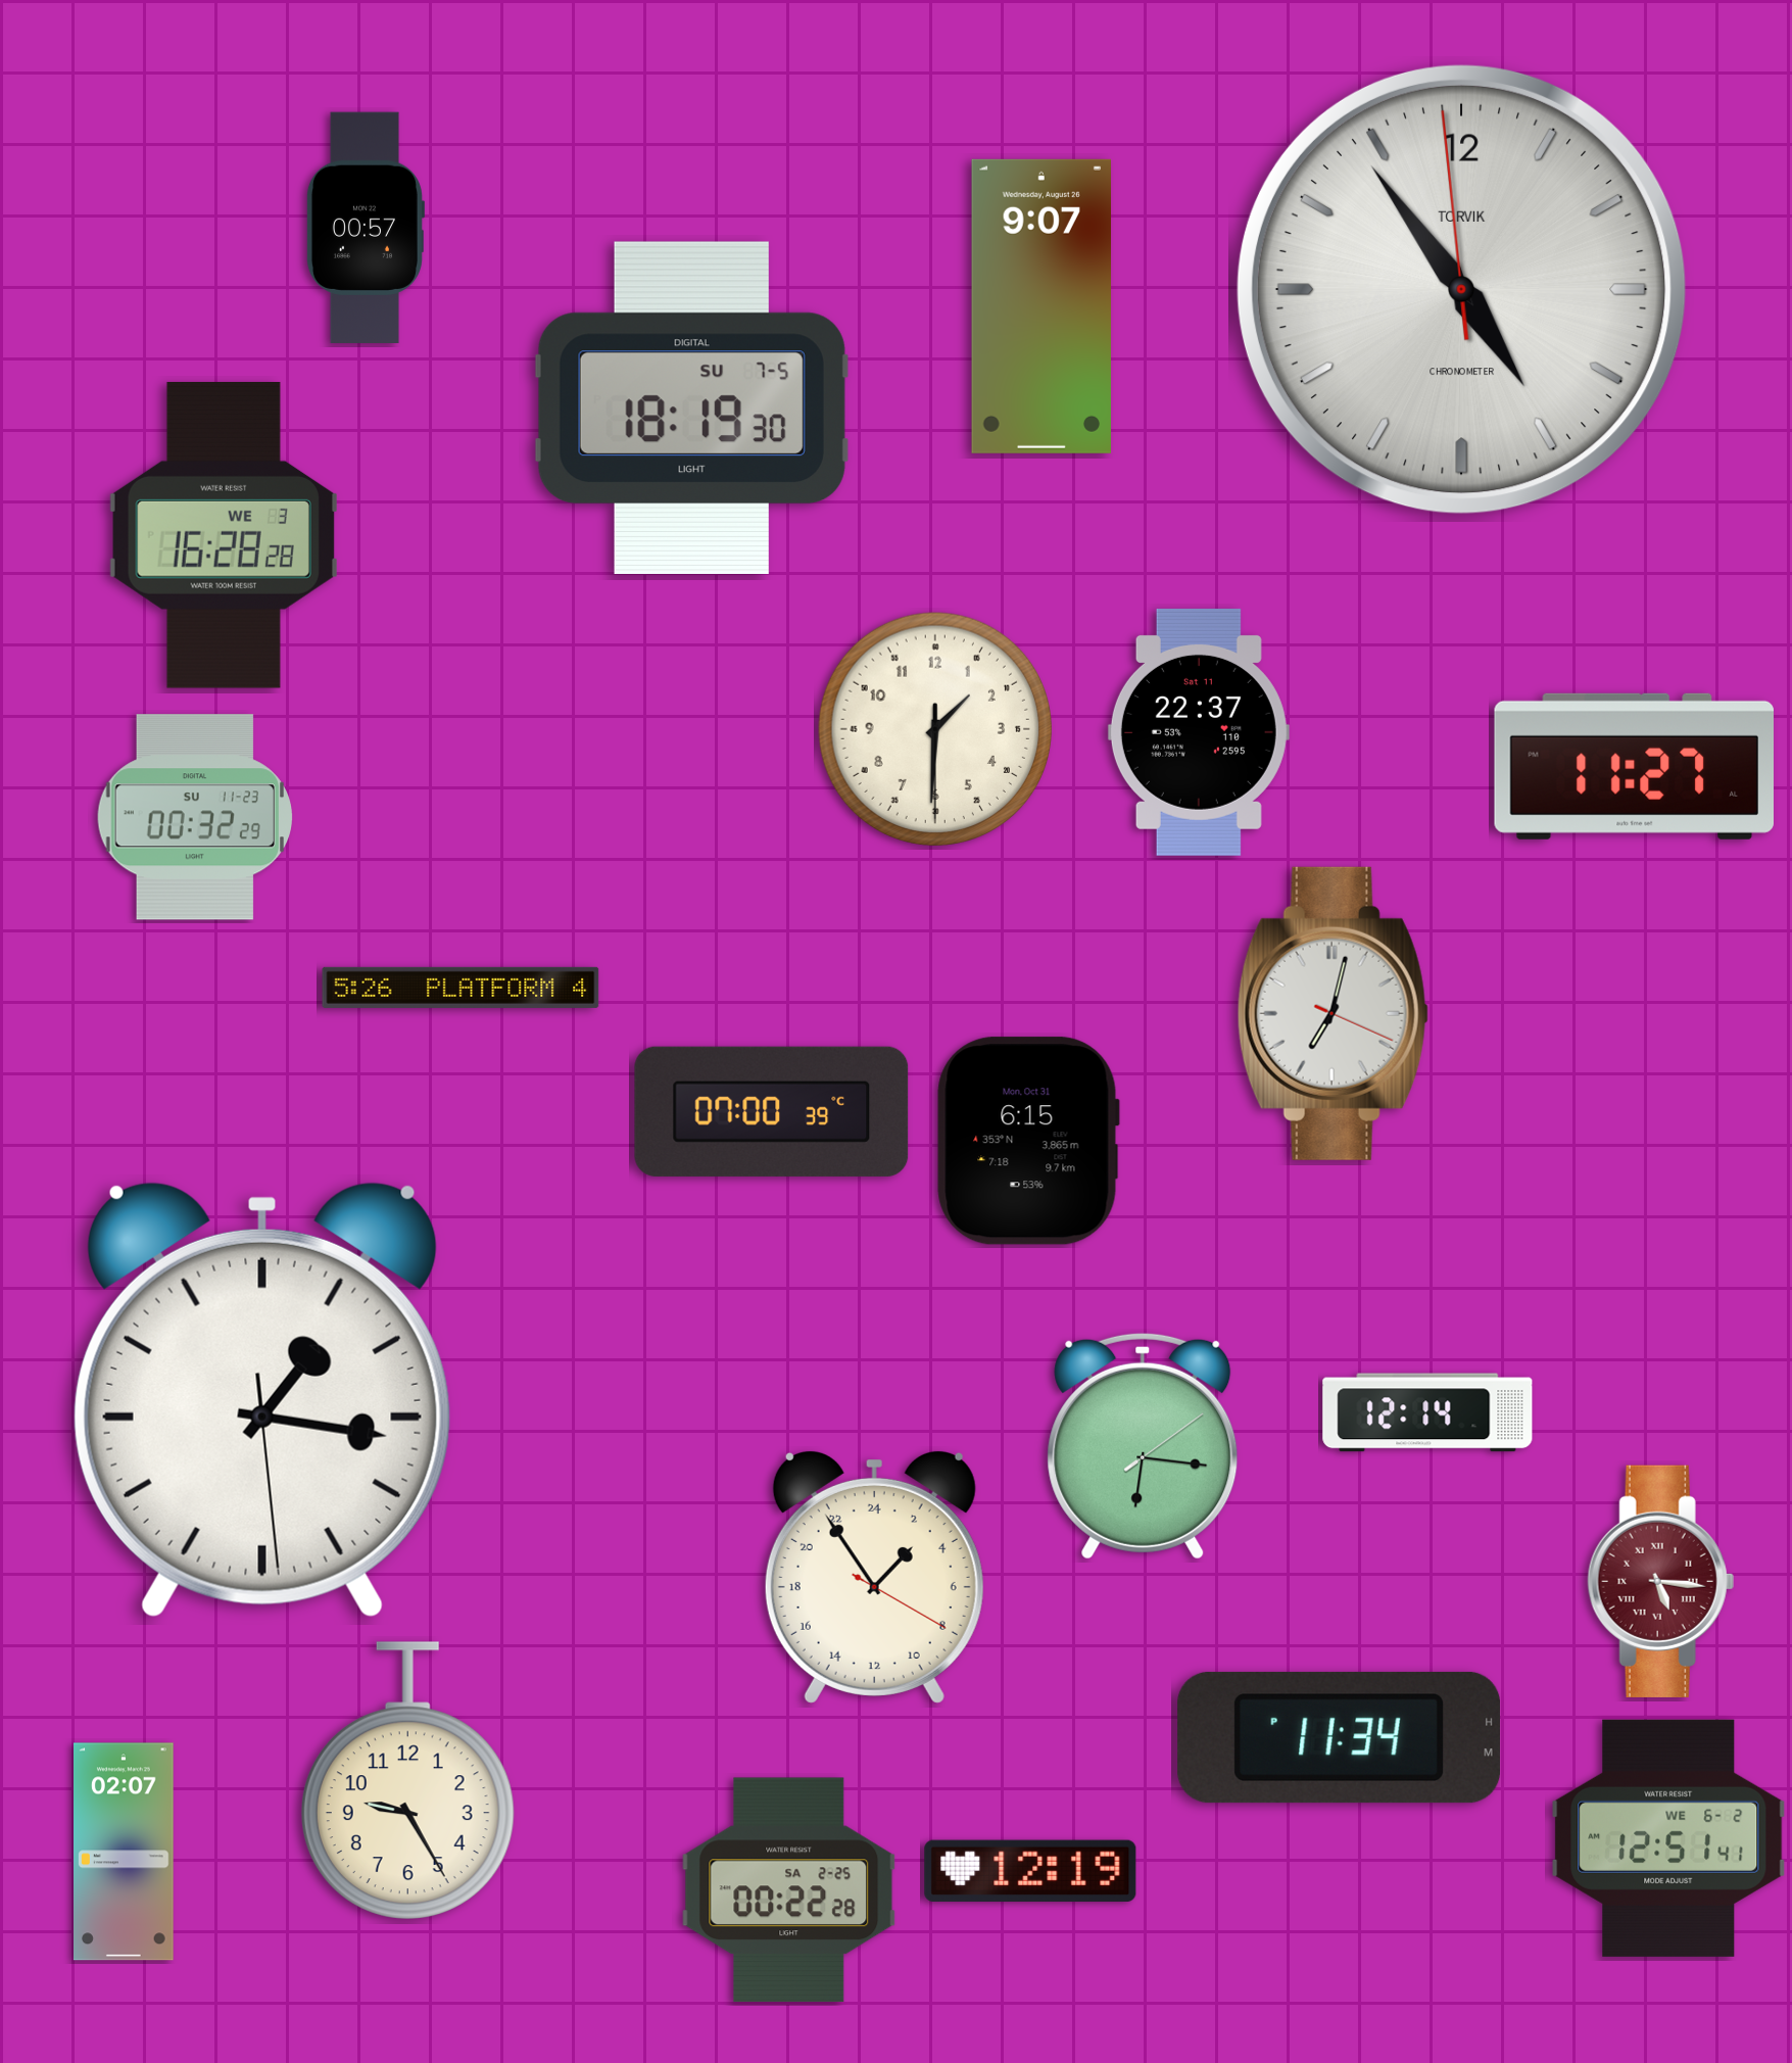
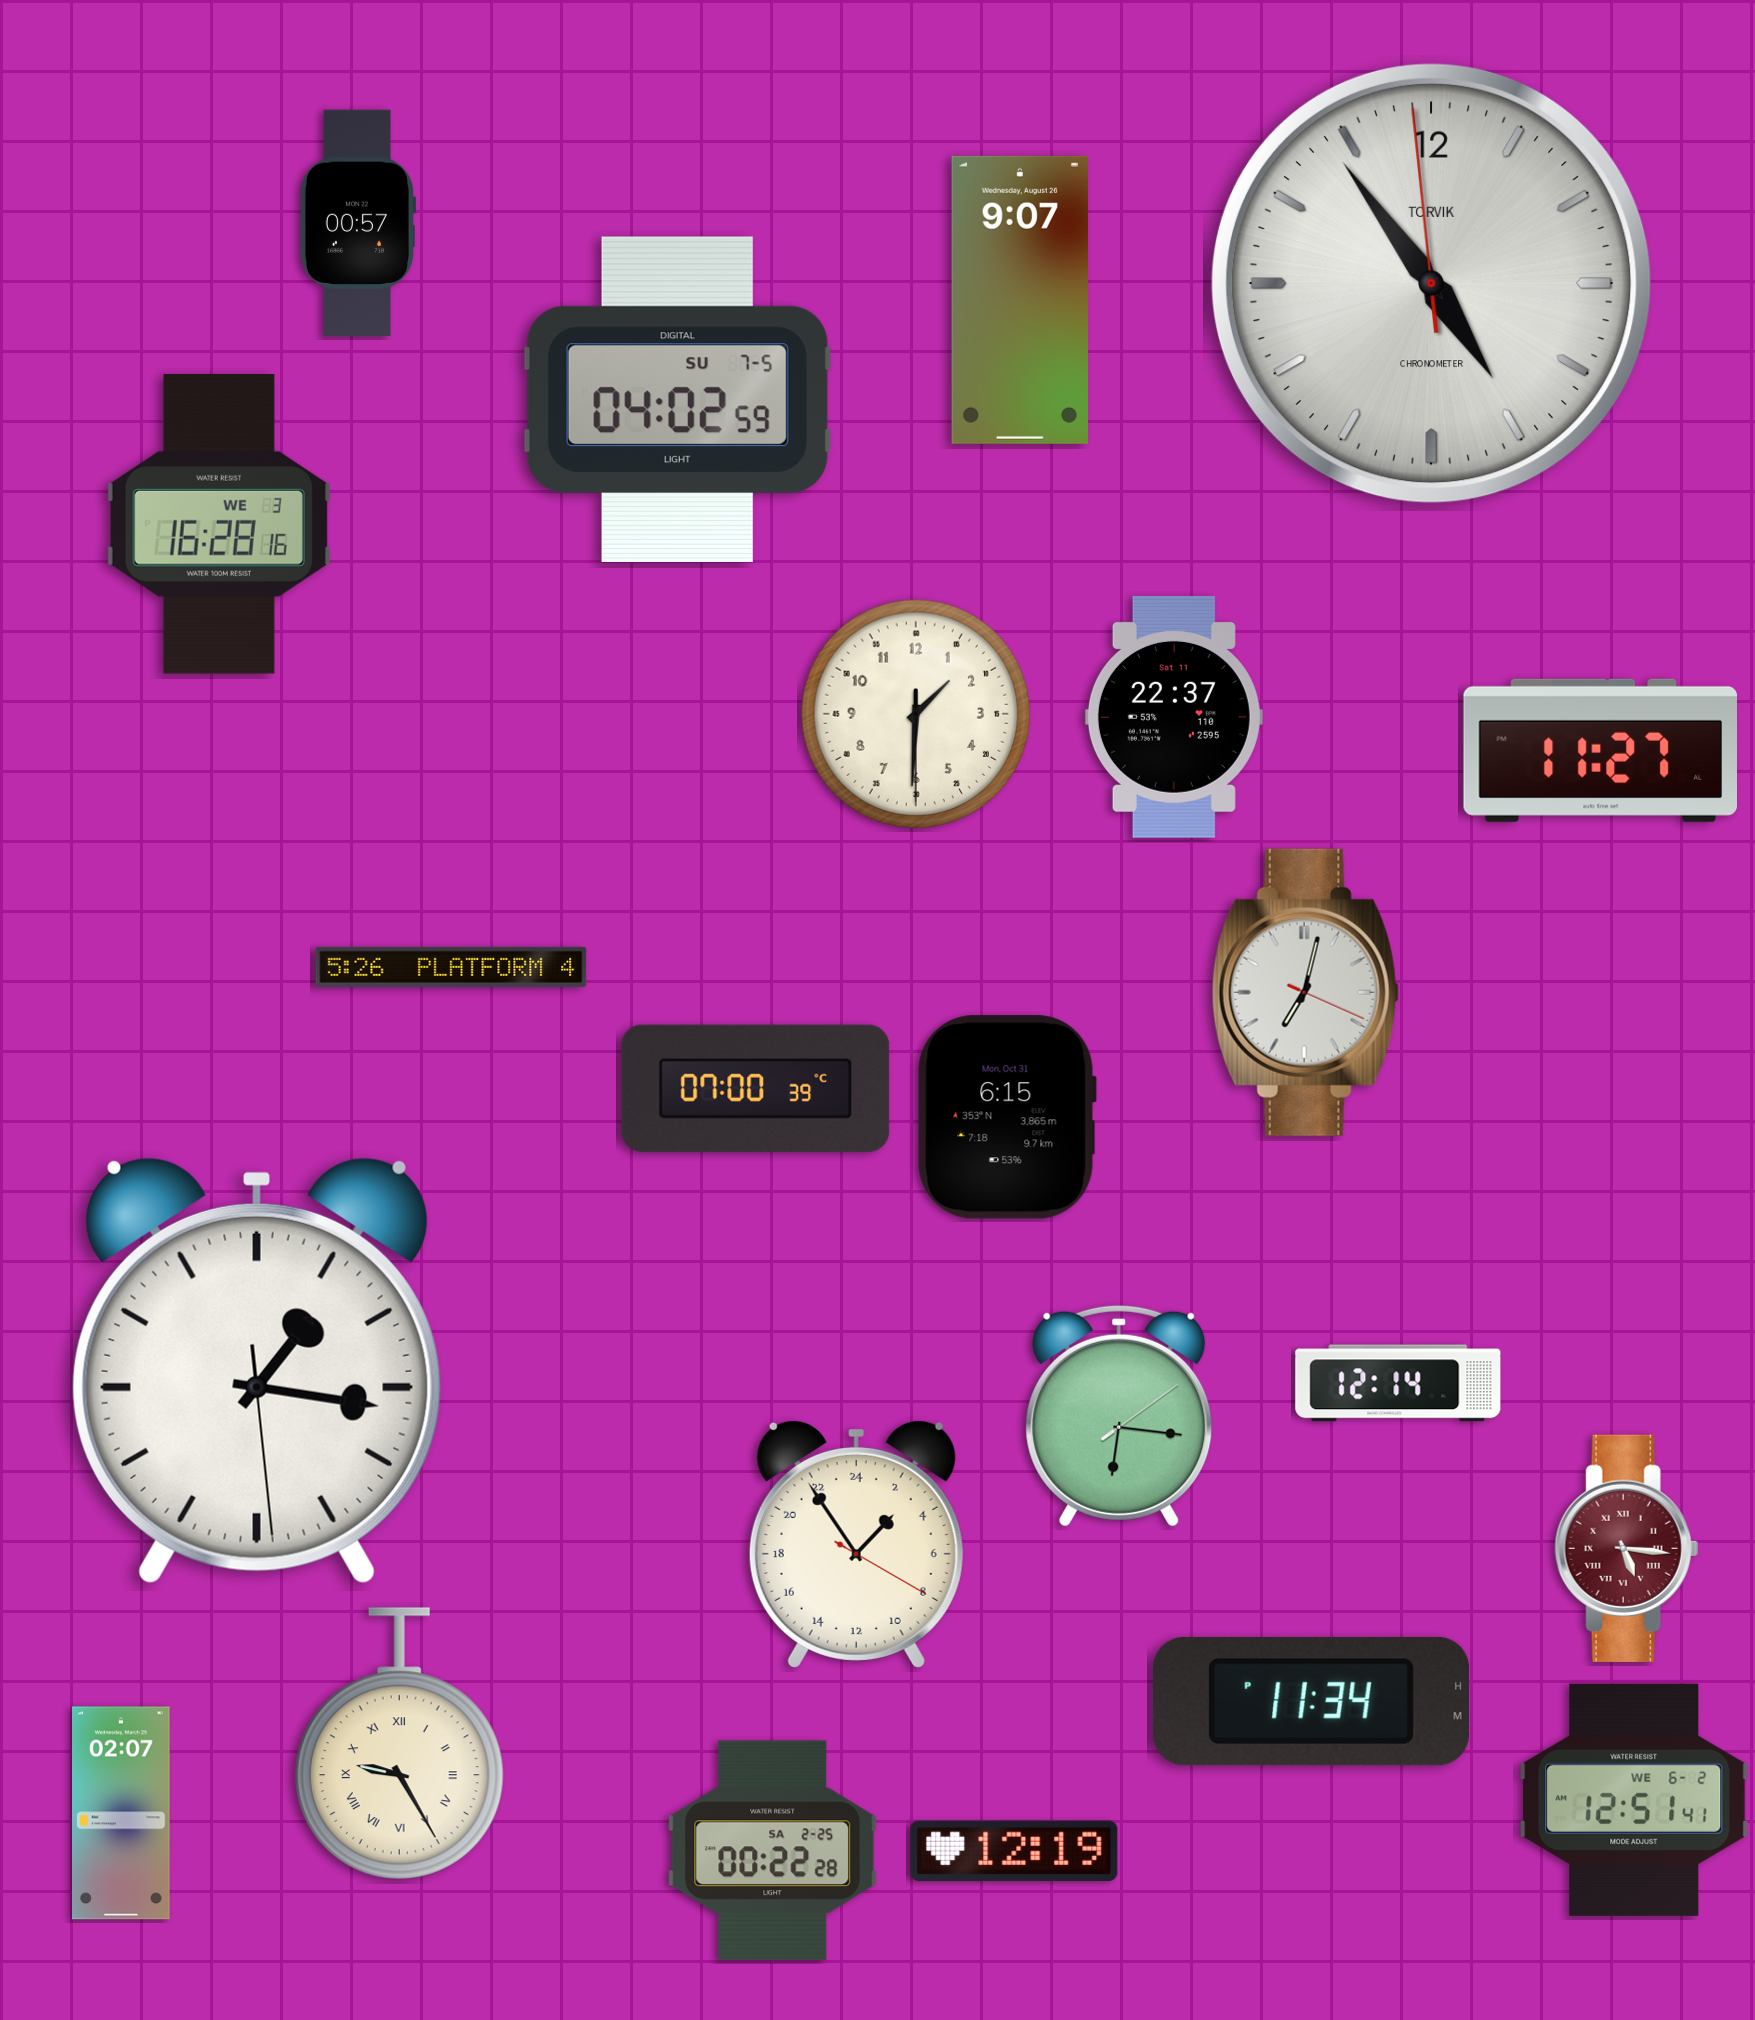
clock at (691, 407): 18:19 -> 04:02
clock at (224, 535): 16:28:28 -> 16:28:16
clock at (194, 817): 00:32 -> none
clock at (407, 1781) numerals: Arabic -> Roman
clock at (1030, 1871) position: (1030, 1871) -> (1014, 1851)
